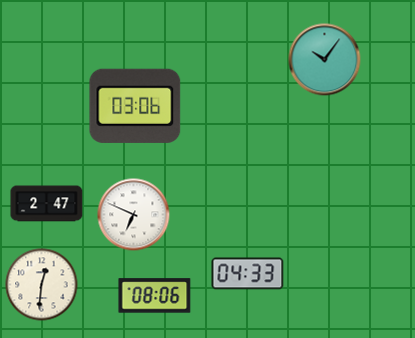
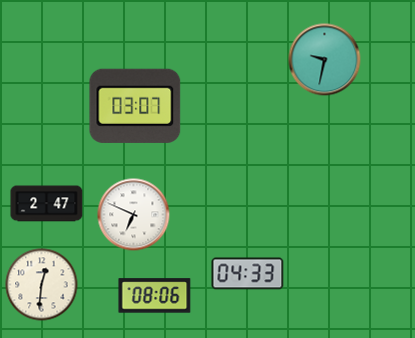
clock at (325, 60): 10:06 -> 9:32
clock at (135, 106): 03:06 -> 03:07
